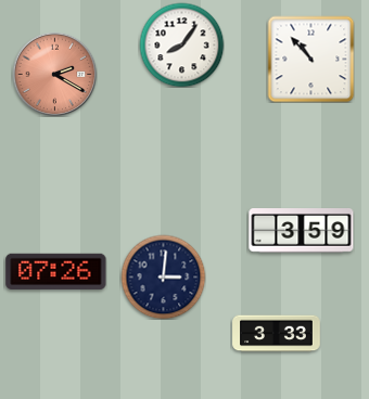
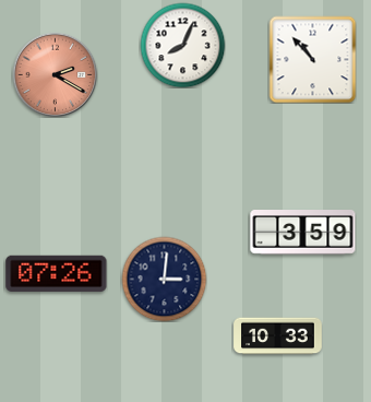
clock at (181, 44): 8:06 -> 8:04
clock at (277, 334): 3:33 -> 10:33
